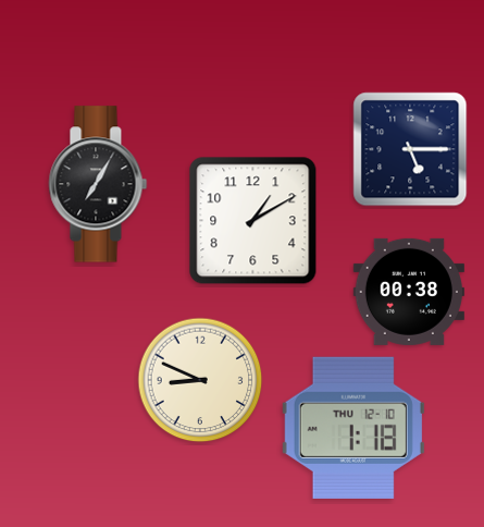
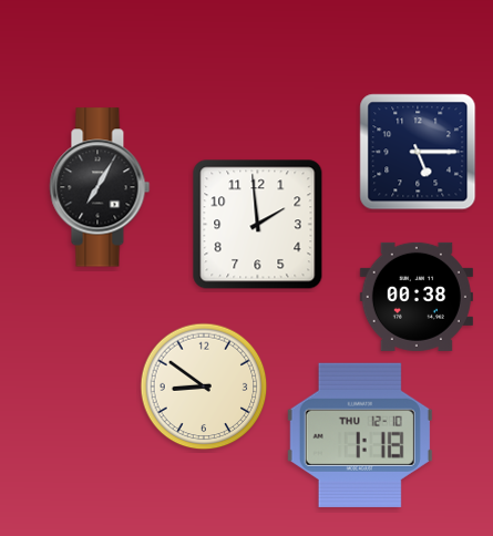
clock at (253, 221): 1:10 -> 1:59
clock at (200, 380): 8:49 -> 8:51
